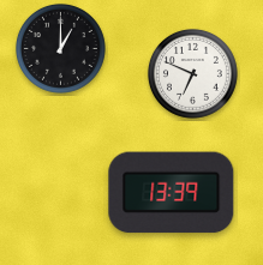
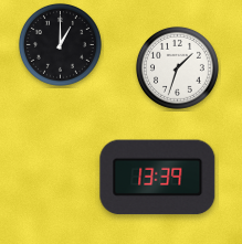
clock at (60, 48) position: (60, 48) -> (60, 44)
clock at (192, 73): 6:49 -> 1:33
